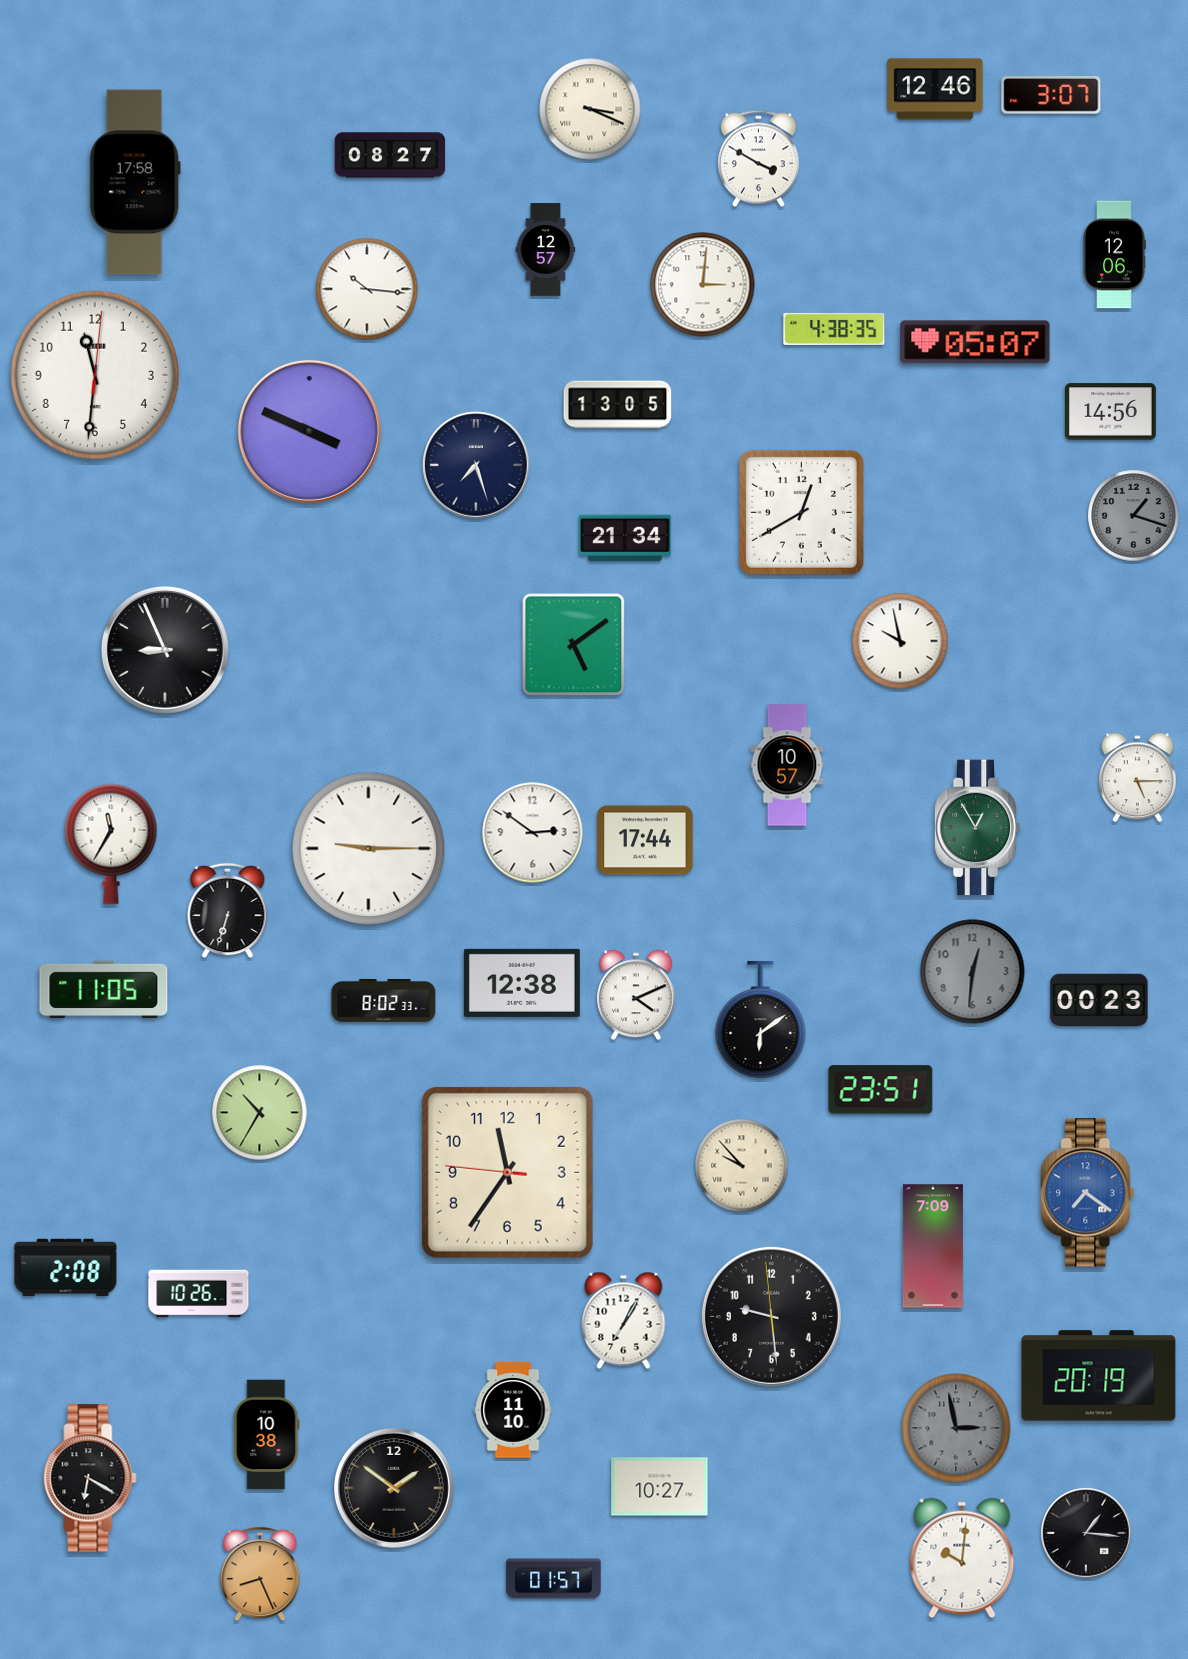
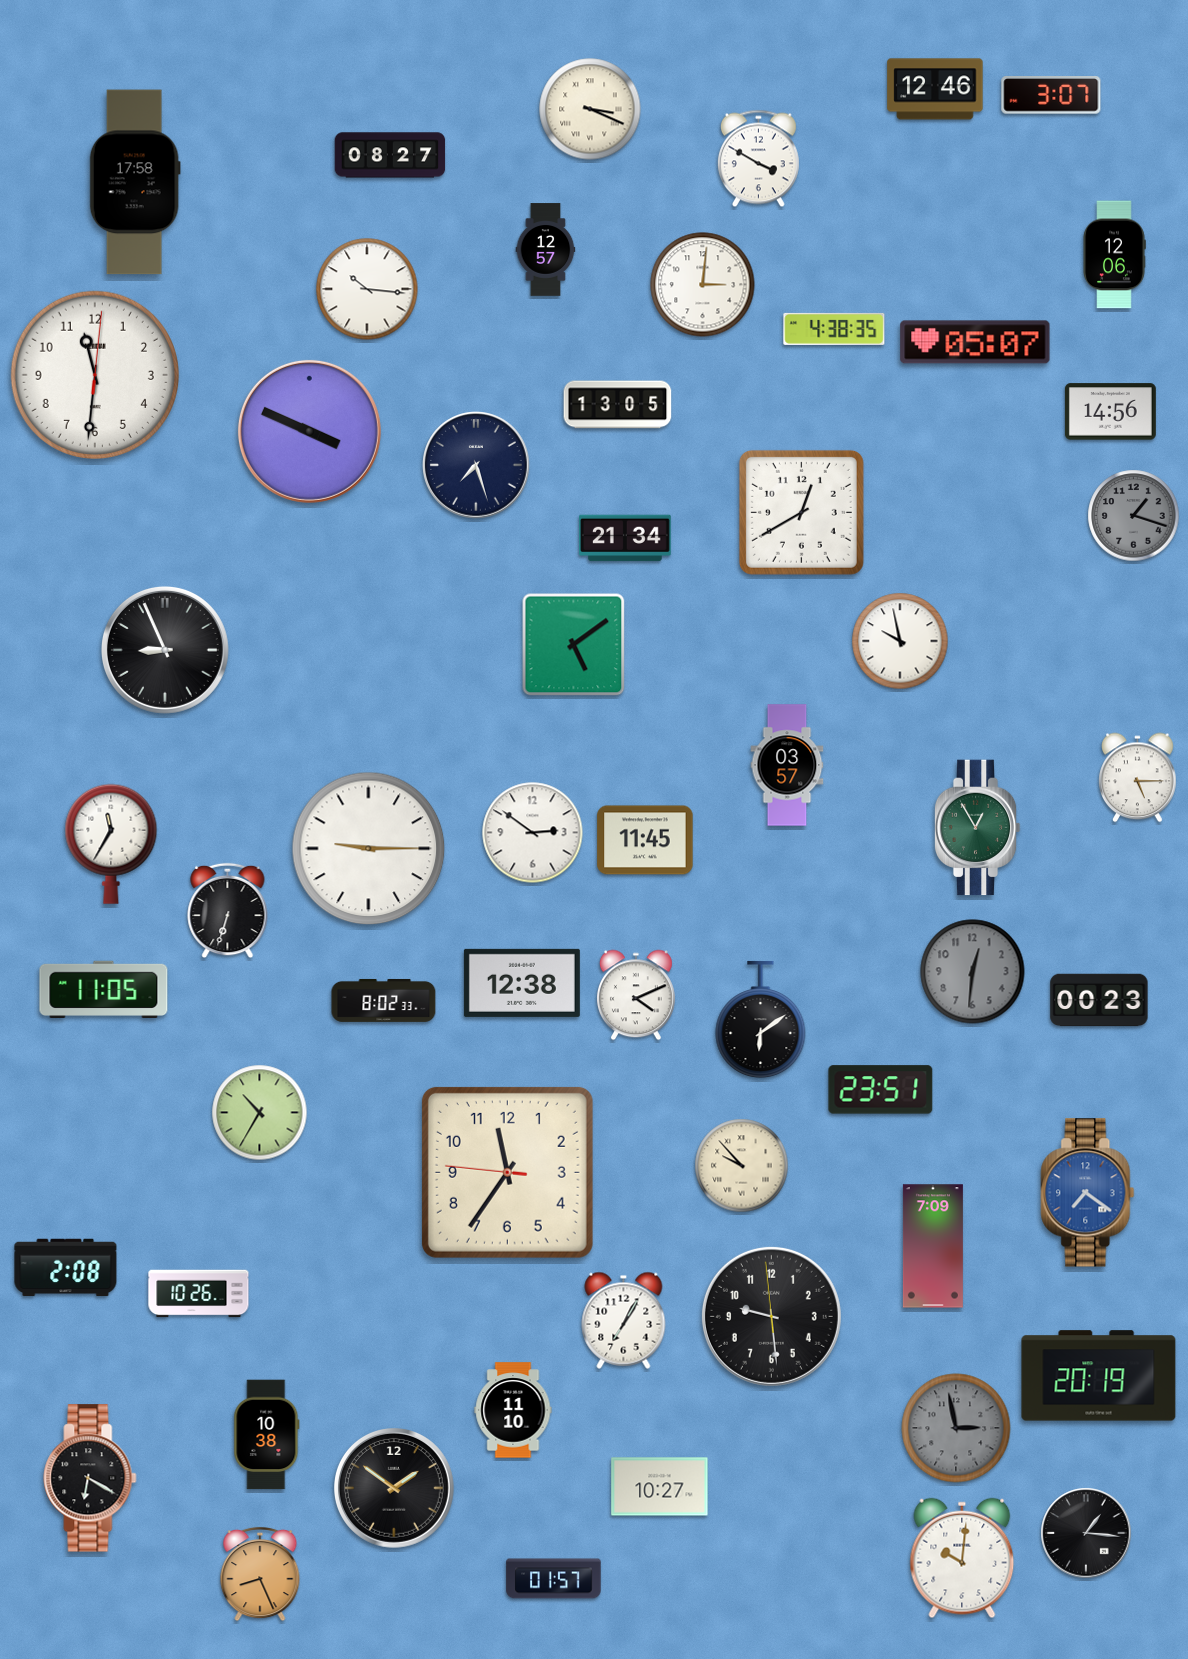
clock at (787, 765): 10:57 -> 03:57
clock at (645, 840): 17:44 -> 11:45
